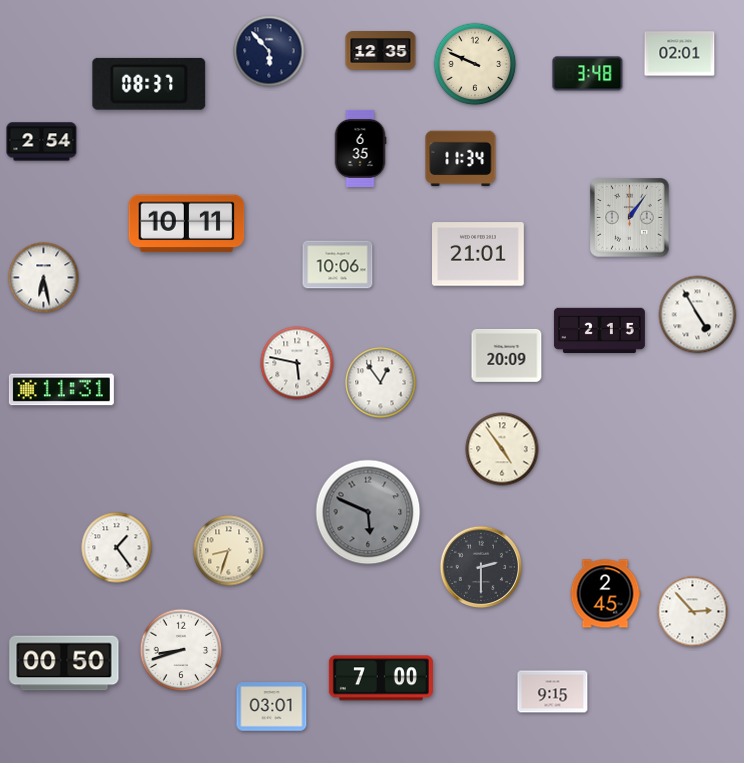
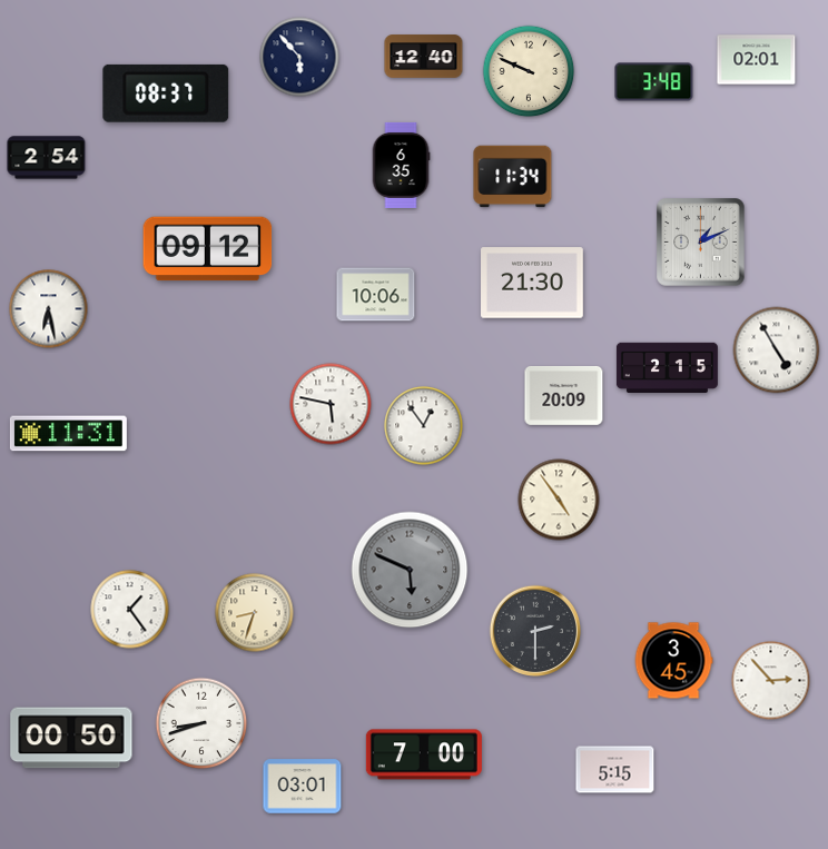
clock at (381, 51): 12:35 -> 12:40
clock at (630, 218): 1:06 -> 1:11
clock at (187, 224): 10:11 -> 09:12
clock at (479, 254): 21:01 -> 21:30
clock at (605, 594): 2:45 -> 3:45
clock at (553, 692): 9:15 -> 5:15
